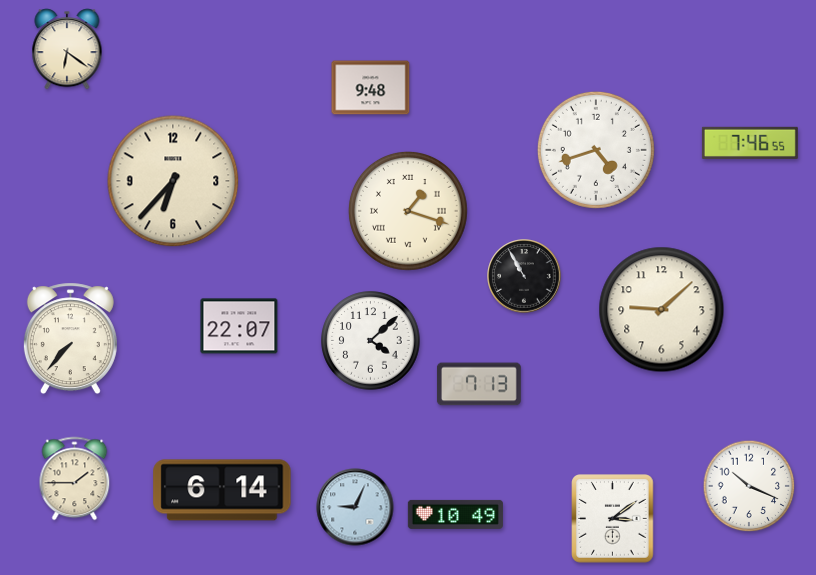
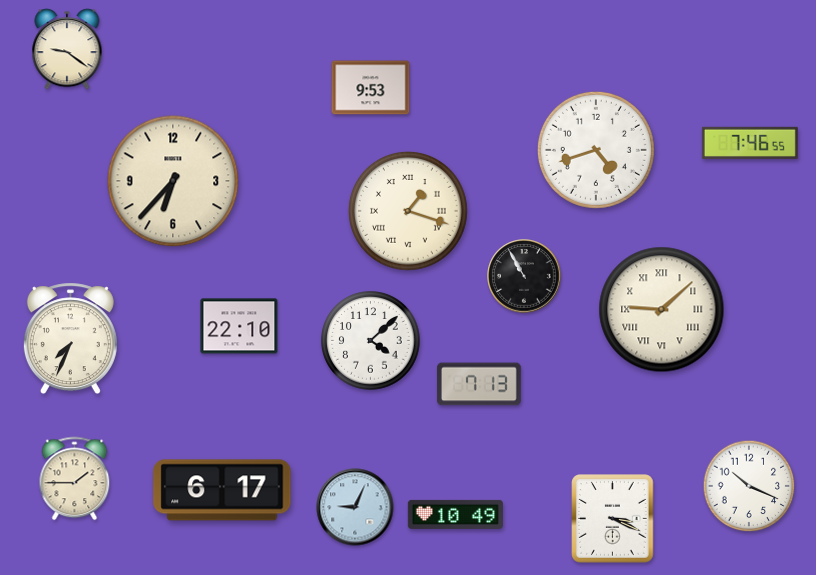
clock at (67, 49): 6:21 -> 9:21
clock at (371, 88): 9:48 -> 9:53
clock at (662, 310) numerals: Arabic -> Roman
clock at (239, 326): 22:07 -> 22:10
clock at (70, 339): 7:37 -> 7:34
clock at (222, 490): 6:14 -> 6:17
clock at (613, 519): 3:09 -> 3:19
